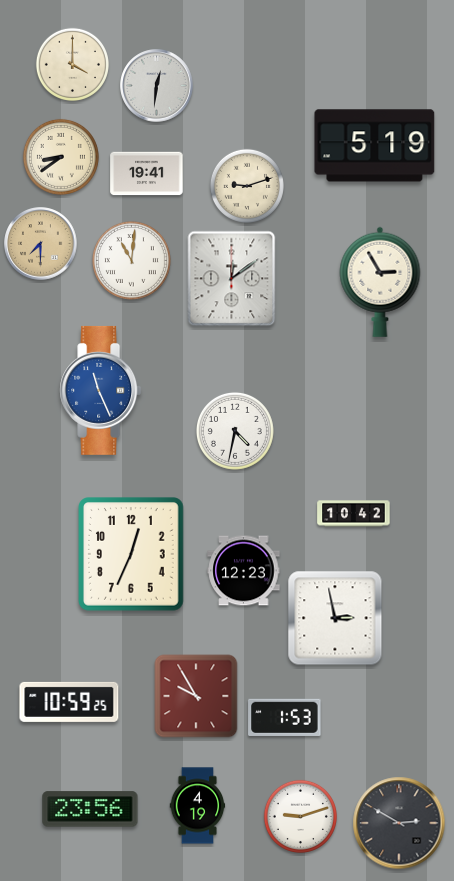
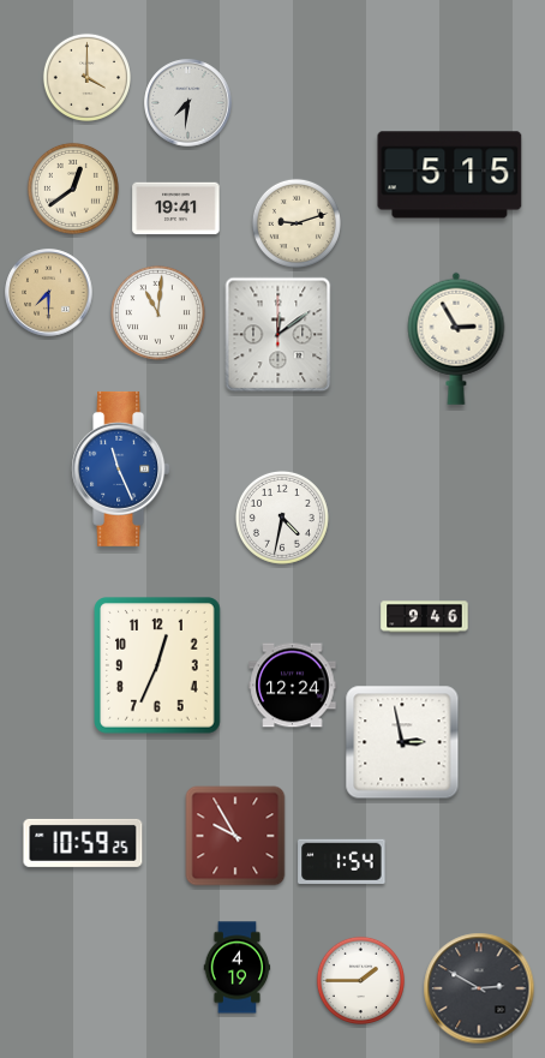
clock at (157, 86): 12:31 -> 7:31
clock at (375, 146): 5:19 -> 5:15
clock at (61, 157): 8:39 -> 12:39
clock at (354, 514): 10:42 -> 9:46
clock at (244, 571): 12:23 -> 12:24
clock at (285, 717): 1:53 -> 1:54
clock at (90, 809): 23:56 -> none
clock at (300, 816): 9:12 -> 1:45
